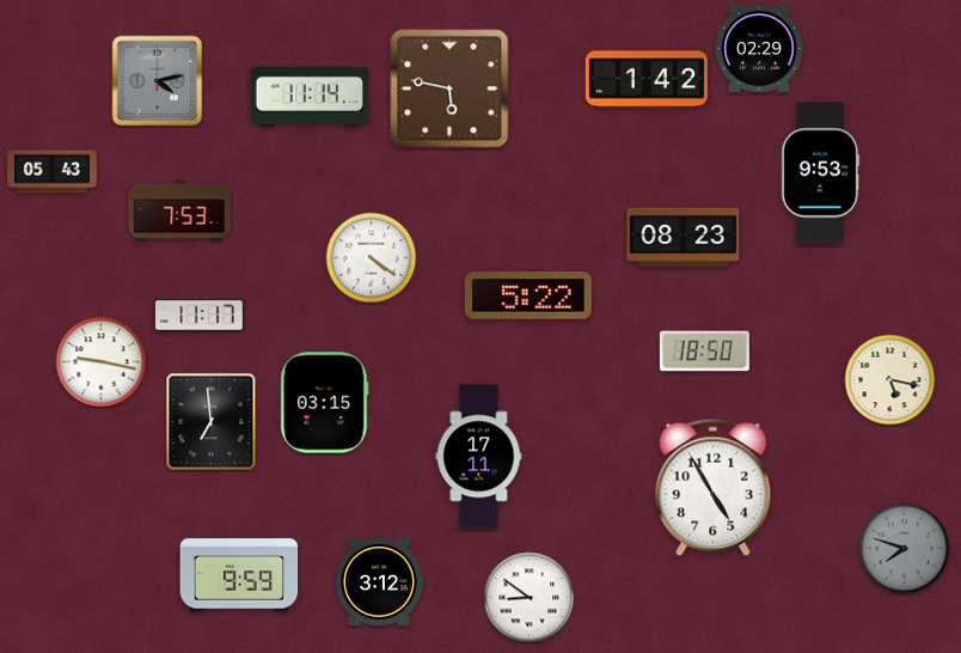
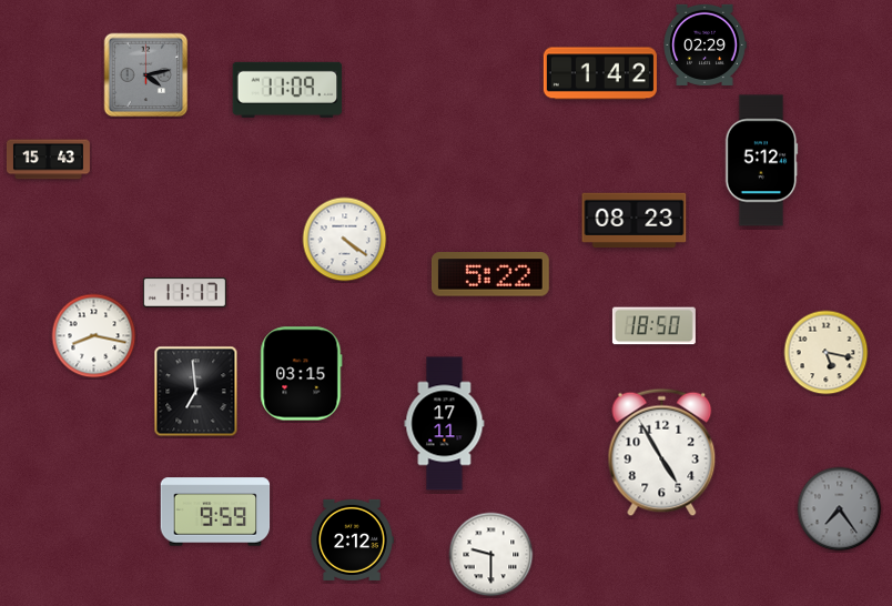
clock at (449, 89): 5:47 -> none
clock at (310, 97): 11:14 -> 11:09
clock at (51, 172): 05:43 -> 15:43
clock at (820, 173): 9:53 -> 5:12
clock at (179, 210): 7:53 -> none
clock at (102, 362): 9:17 -> 8:17
clock at (905, 549): 7:48 -> 7:24
clock at (239, 575) position: (239, 575) -> (215, 512)
clock at (379, 581): 3:12 -> 2:12
clock at (530, 598): 8:51 -> 9:30
